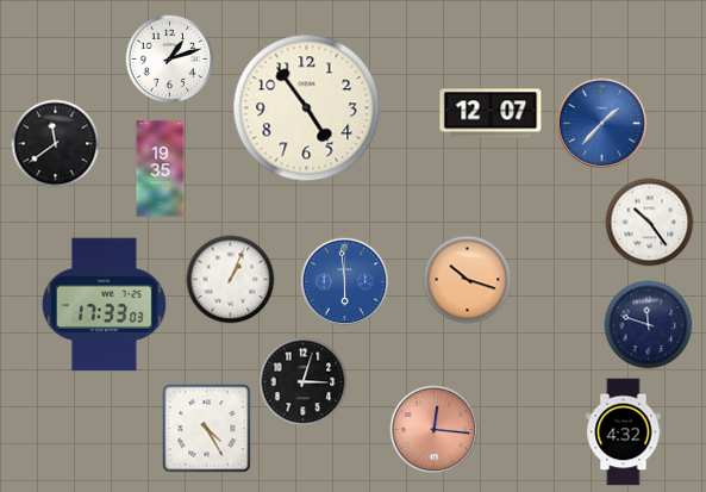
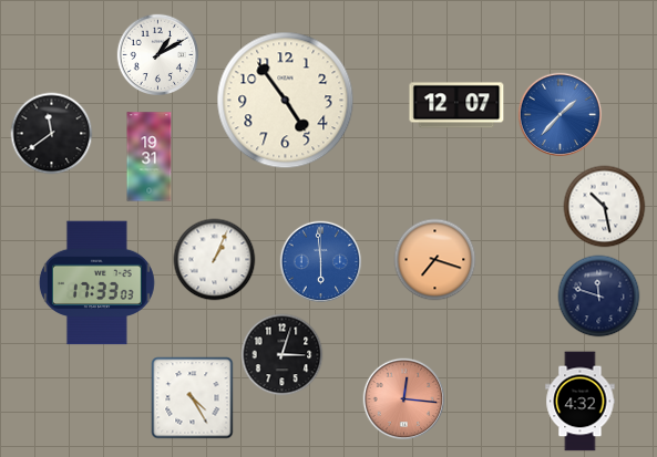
clock at (170, 60): 1:12 -> 1:10
clock at (161, 169): 19:35 -> 19:31
clock at (650, 223): 10:24 -> 10:28
clock at (468, 280): 10:18 -> 7:18
clock at (649, 325) position: (649, 325) -> (599, 297)
